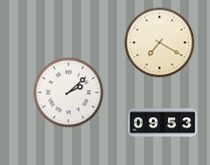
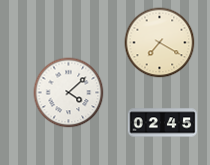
clock at (69, 93): 2:08 -> 4:08
clock at (163, 123): 09:53 -> 02:45
